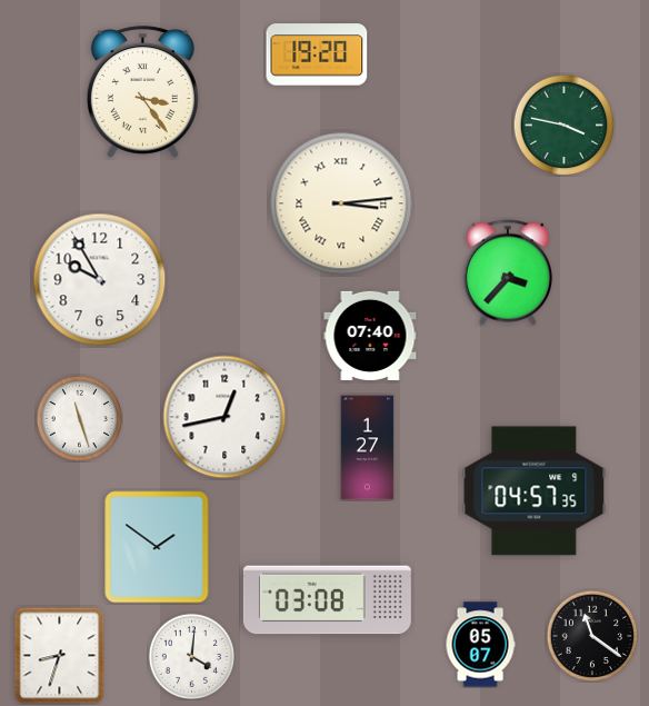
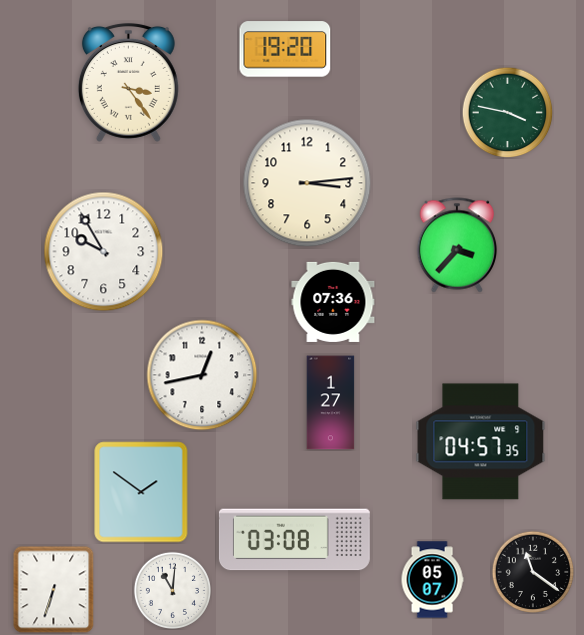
clock at (341, 203) numerals: Roman -> Arabic
clock at (100, 280) position: (100, 280) -> (104, 252)
clock at (370, 336): 07:40 -> 07:36
clock at (79, 418): 11:27 -> none
clock at (60, 655): 8:33 -> 6:33
clock at (191, 656): 4:01 -> 11:01
